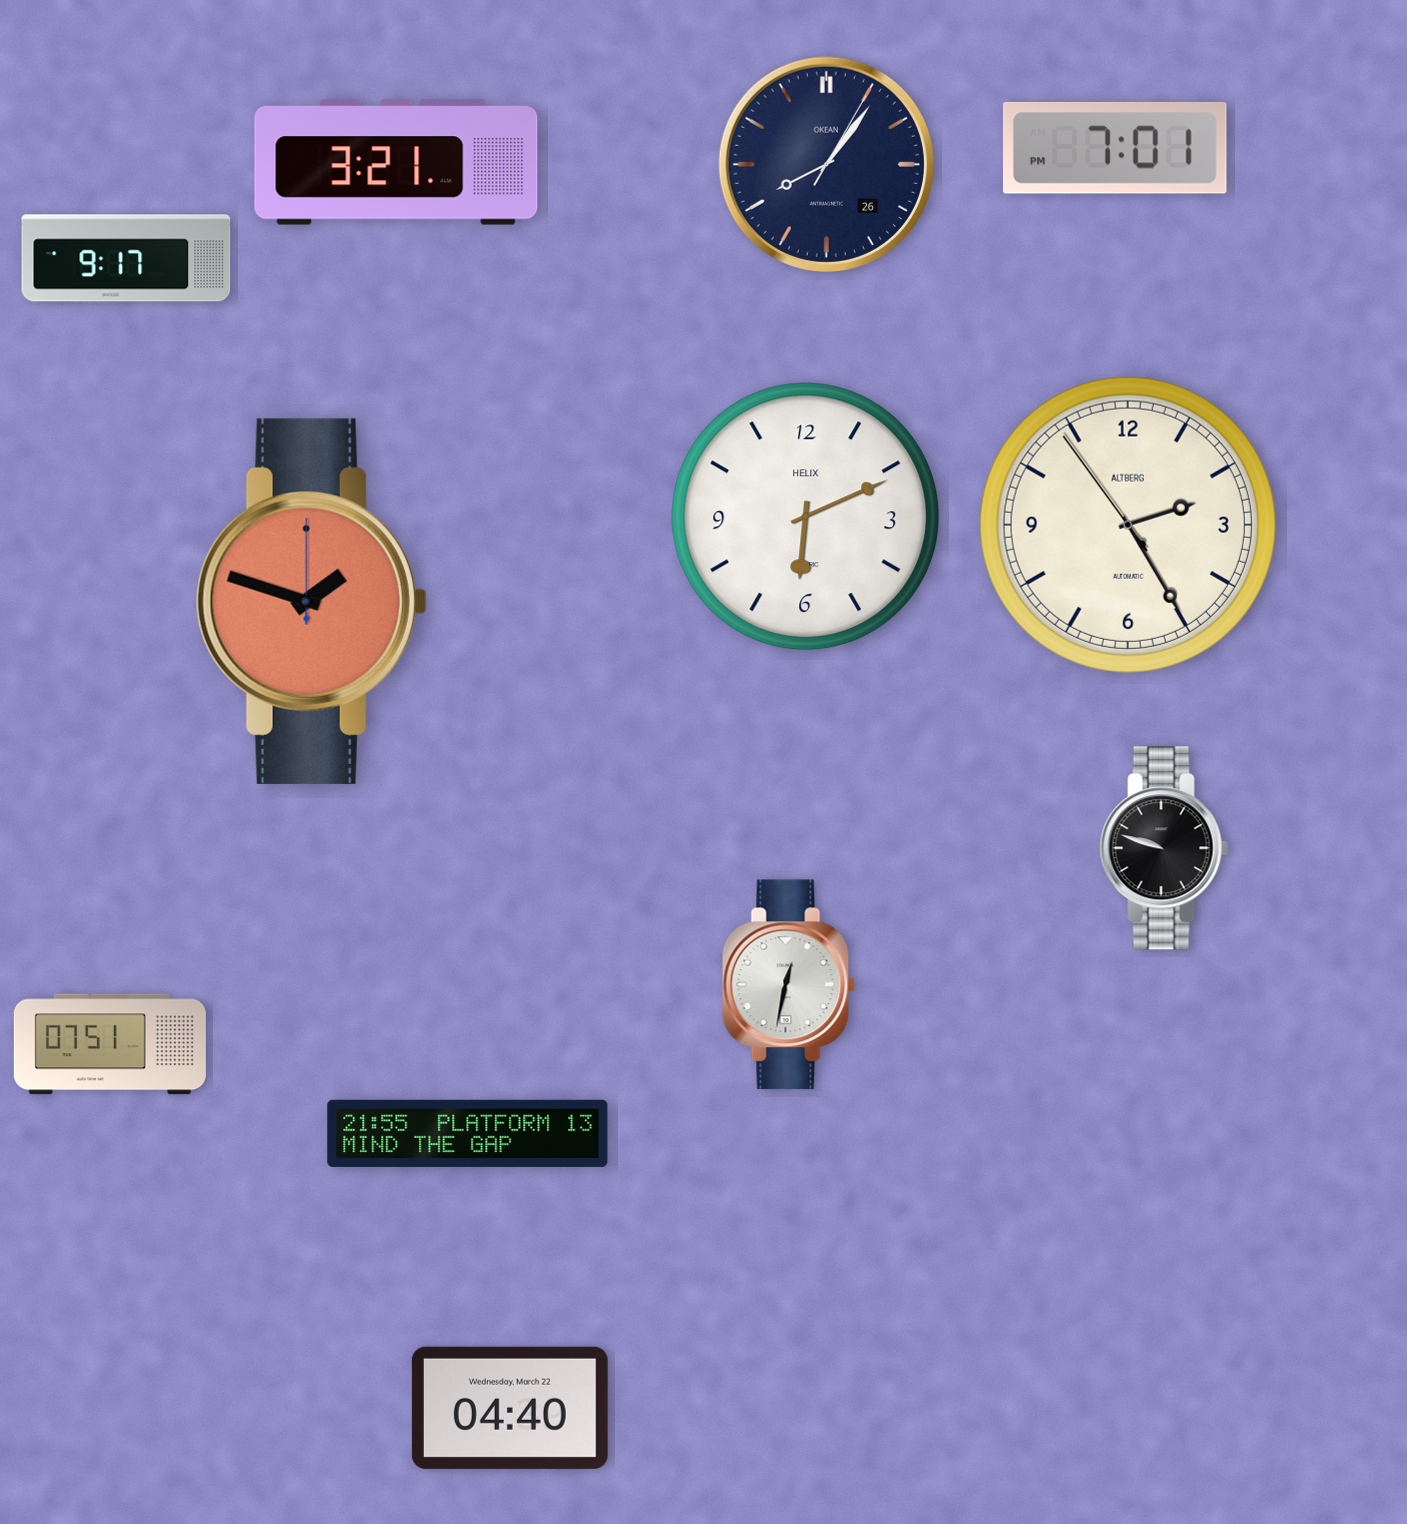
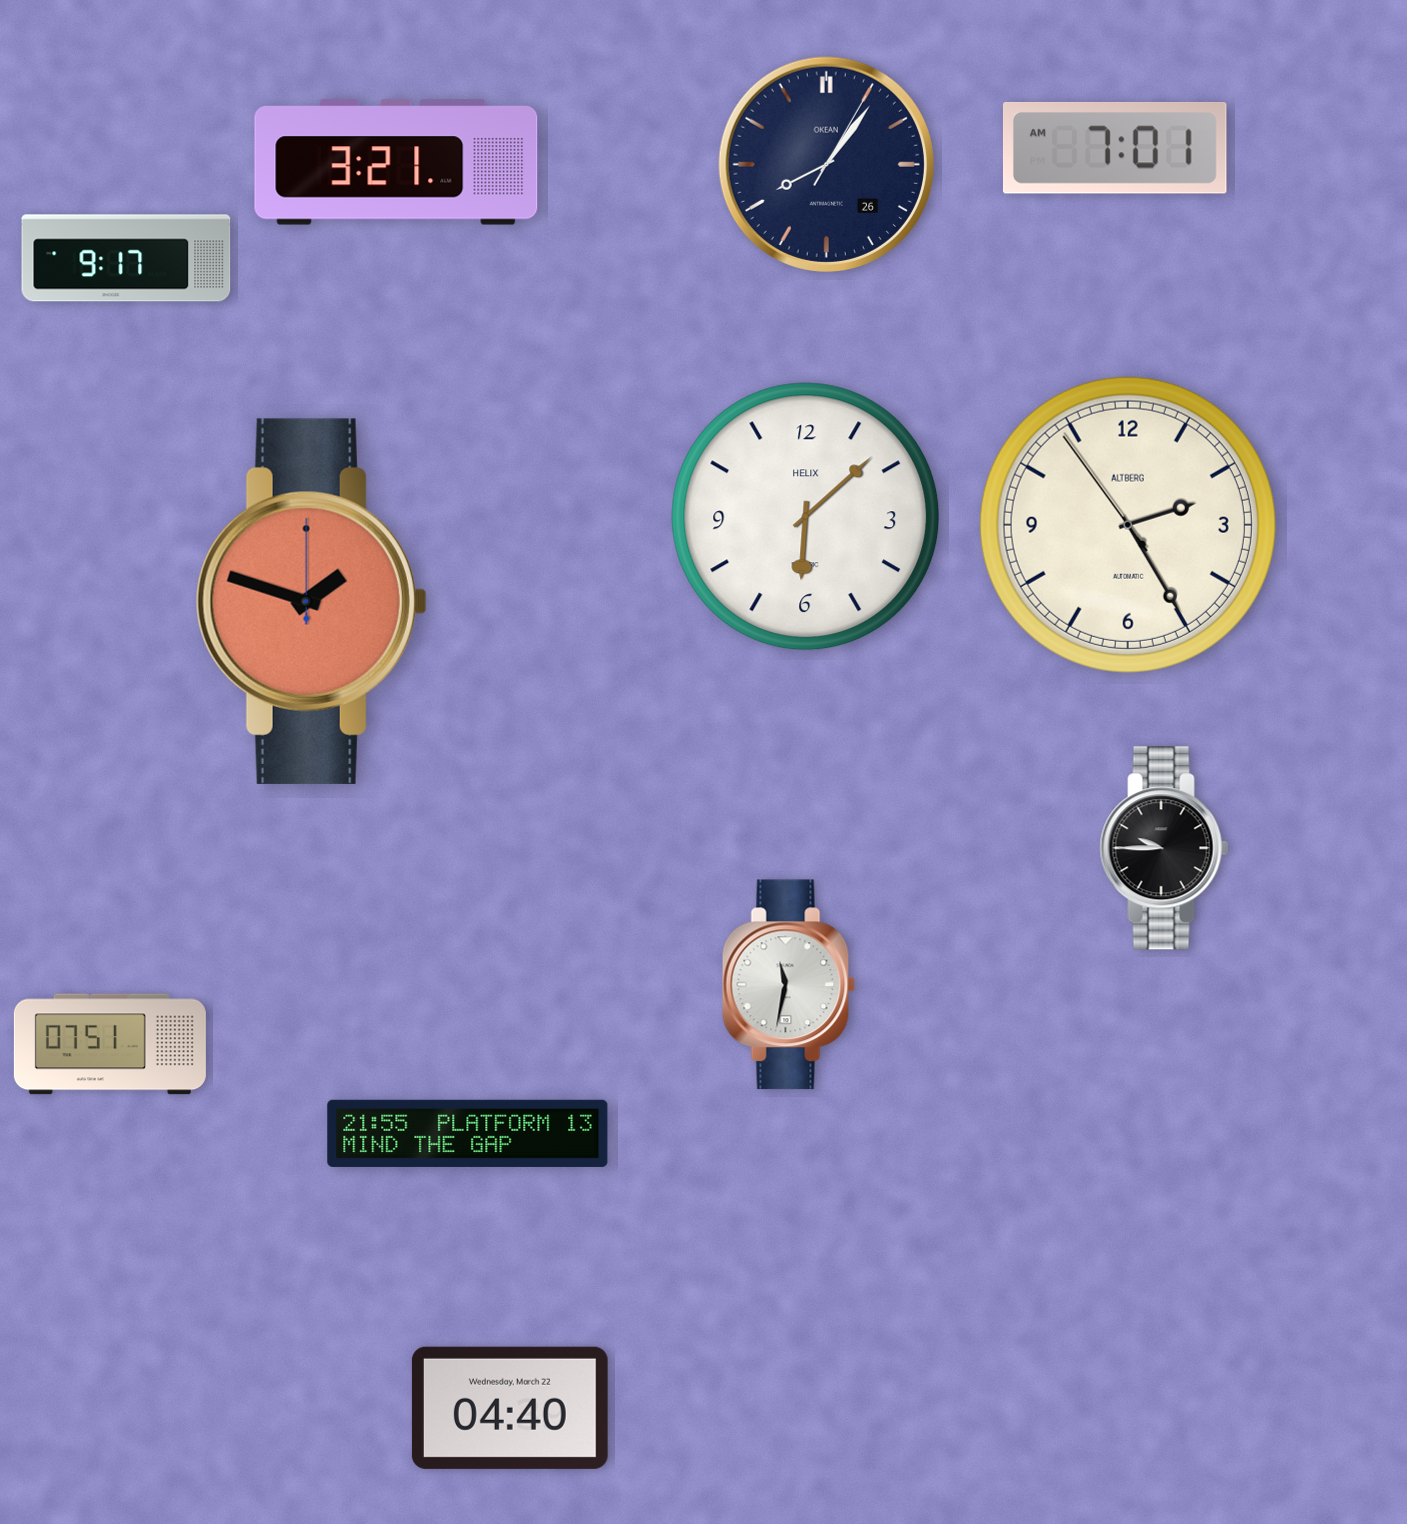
clock at (1115, 148): 7:01 PM -> 7:01 AM
clock at (806, 517): 6:11 -> 6:08
clock at (1164, 848): 9:48 -> 9:45
clock at (788, 985): 12:32 -> 11:32
